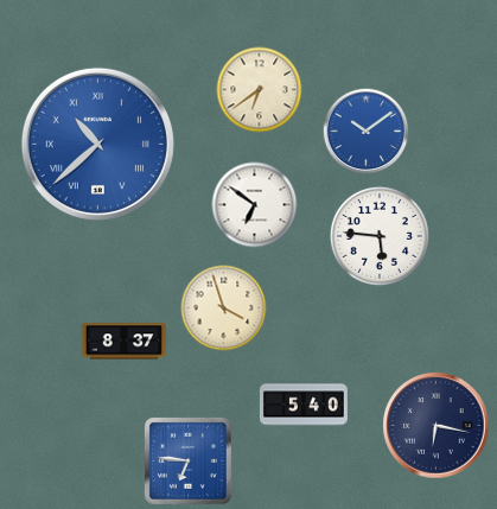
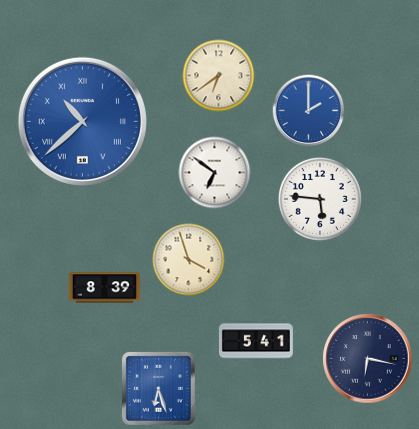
clock at (367, 132): 10:09 -> 2:00
clock at (125, 342): 8:37 -> 8:39
clock at (304, 405): 5:40 -> 5:41
clock at (187, 460): 6:46 -> 6:27
